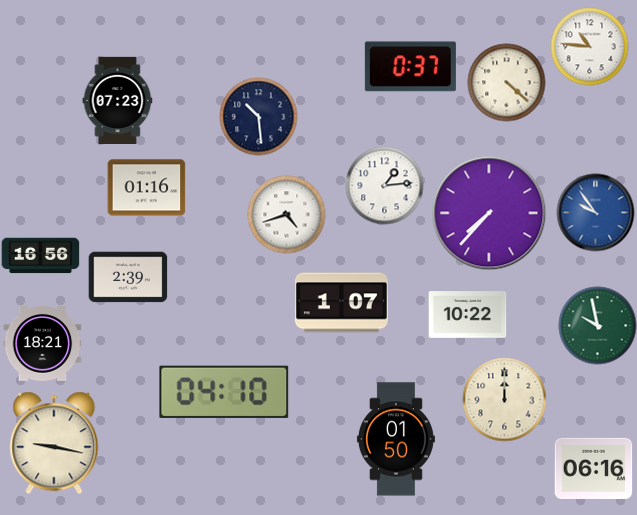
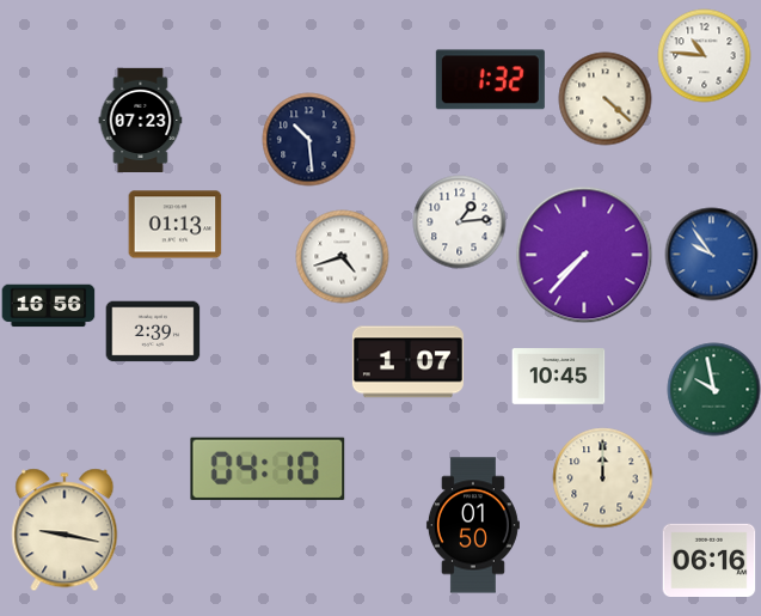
clock at (410, 67): 0:37 -> 1:32
clock at (146, 188): 01:16 -> 01:13
clock at (467, 315): 10:22 -> 10:45
clock at (42, 344): 18:21 -> none
